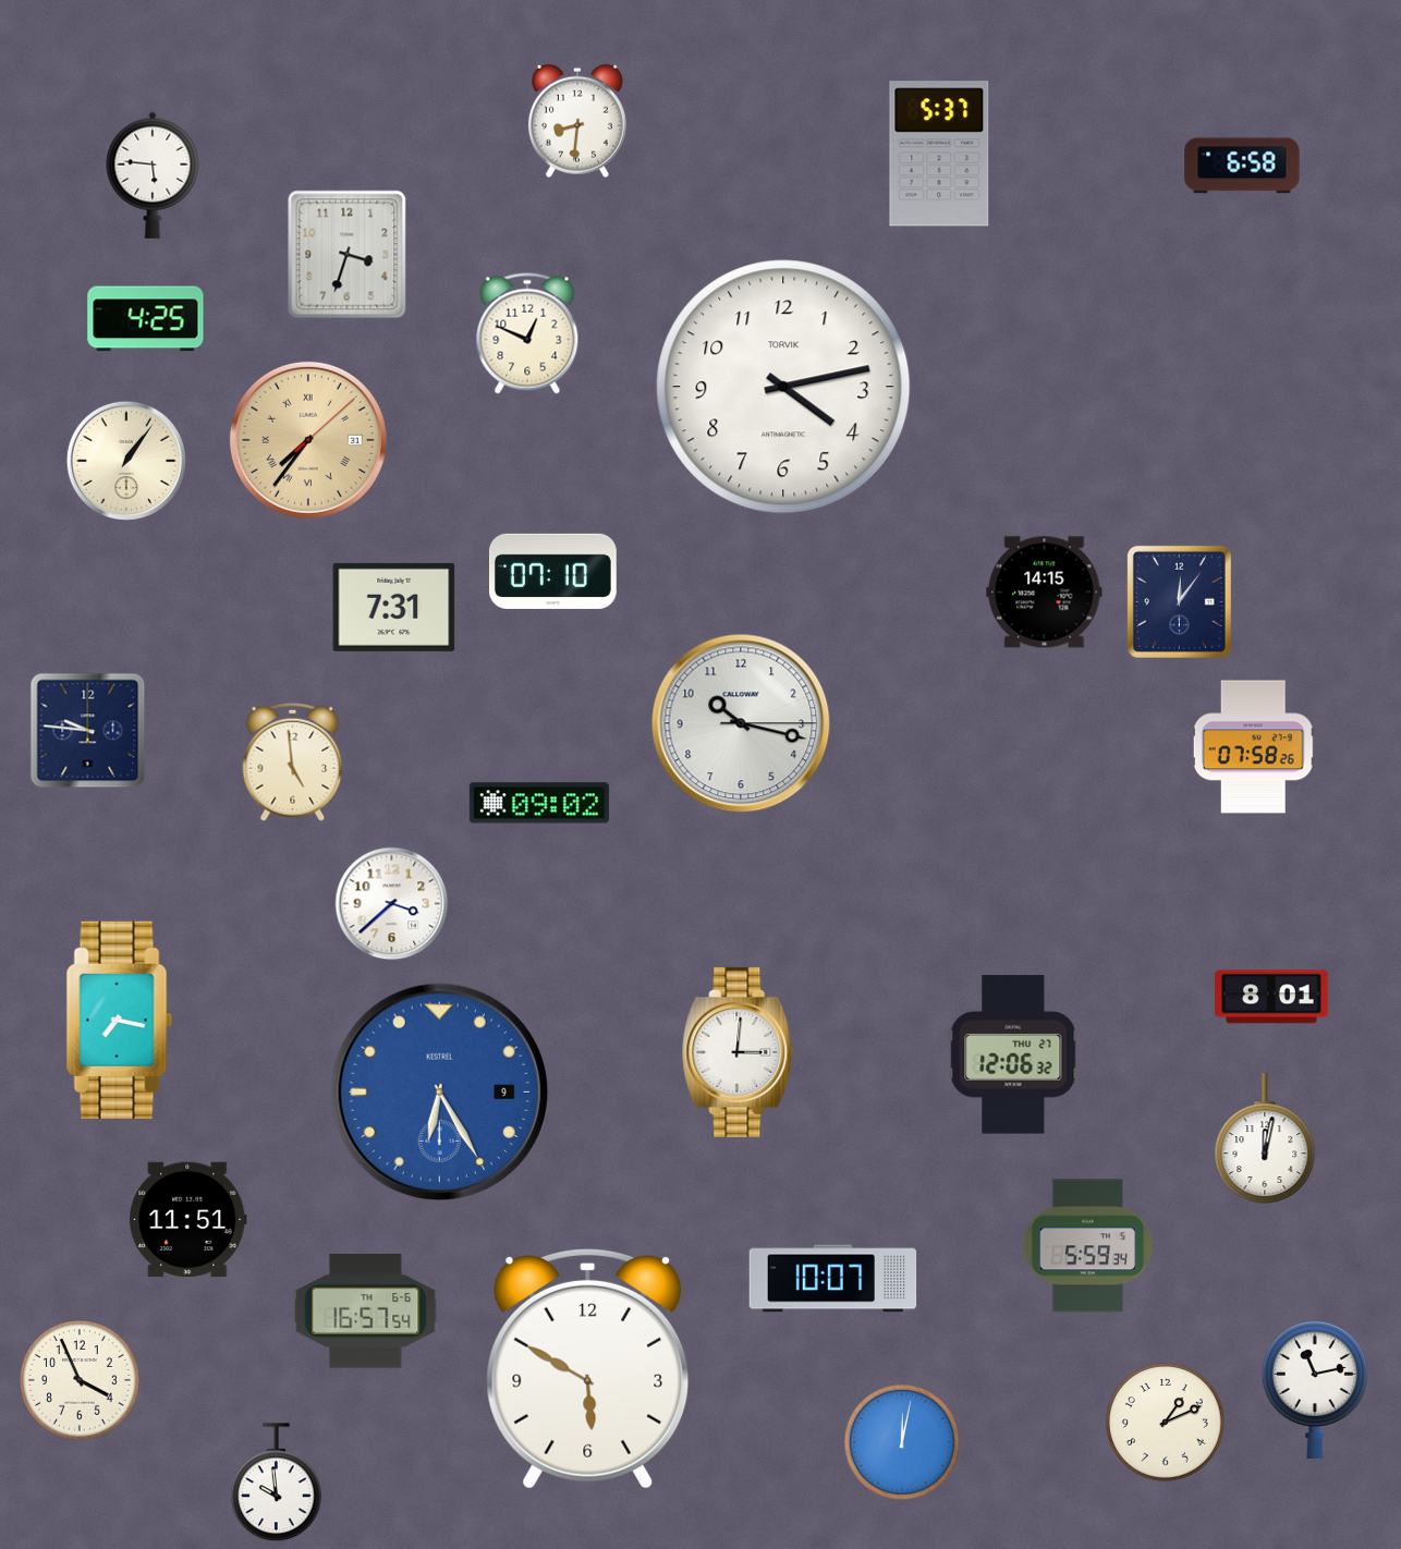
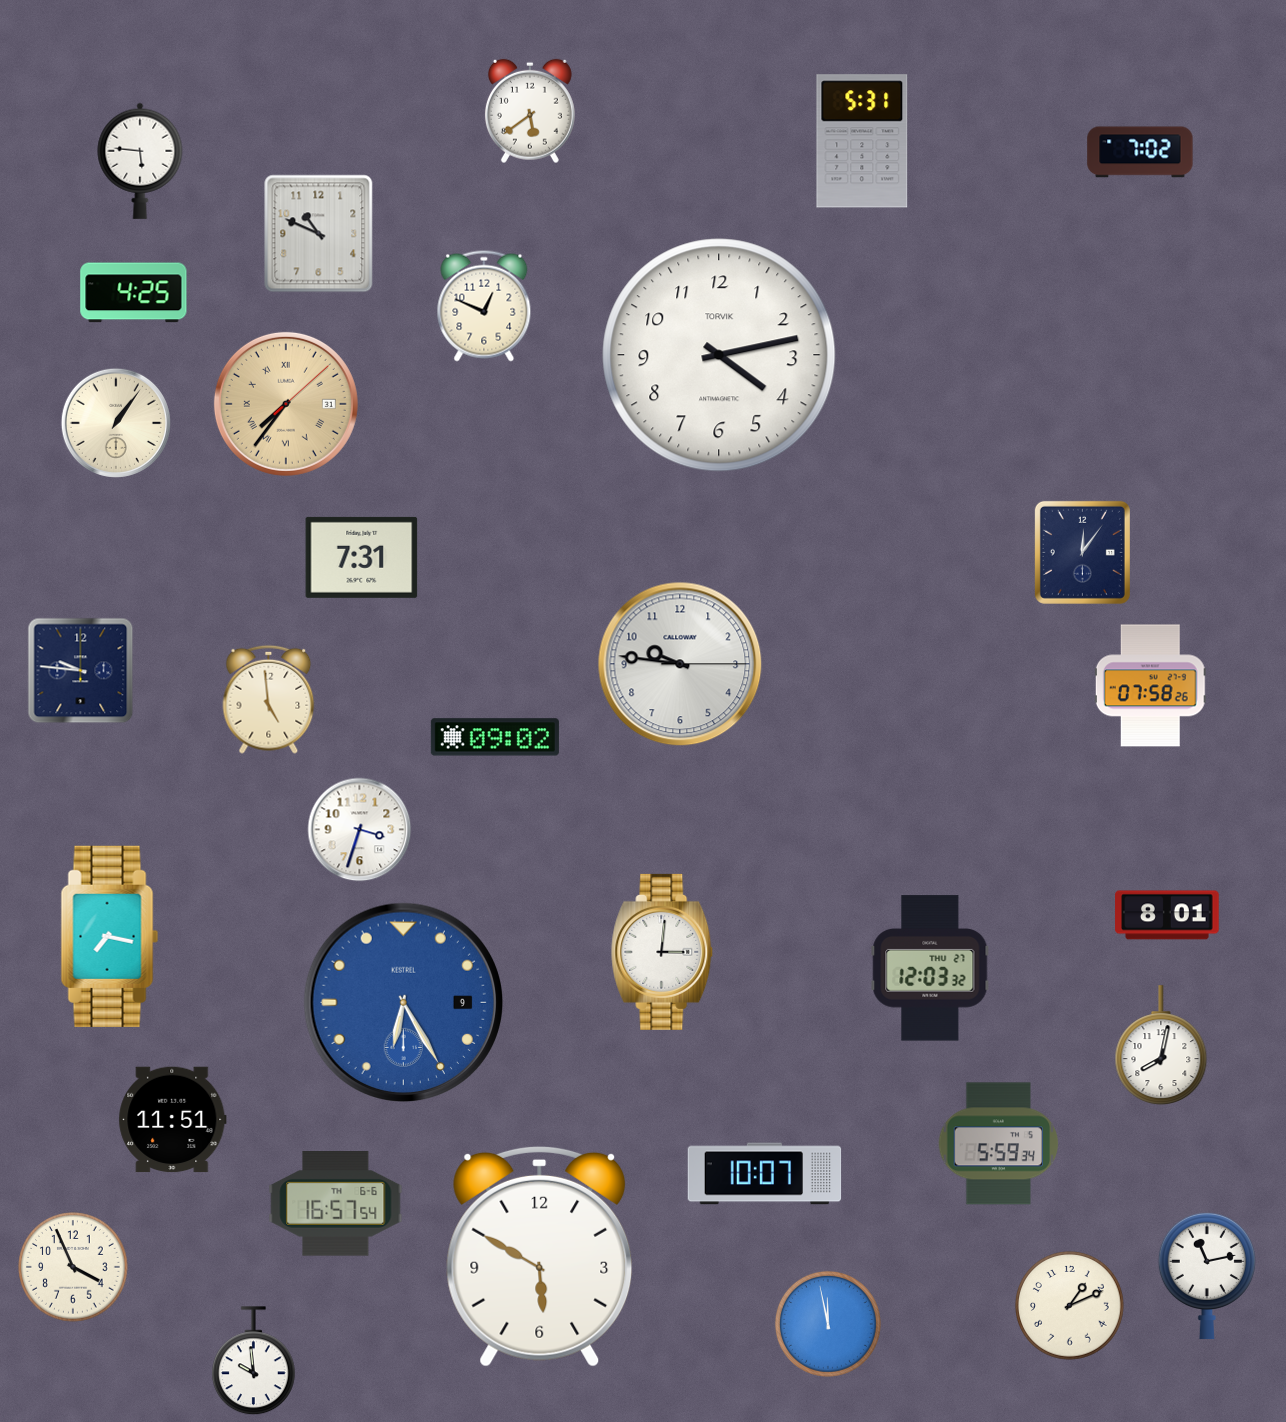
clock at (577, 121): 8:31 -> 5:39
clock at (939, 154): 5:37 -> 5:31
clock at (1242, 166): 6:58 -> 7:02
clock at (348, 255): 3:33 -> 10:49
clock at (308, 440) position: (308, 440) -> (286, 404)
clock at (553, 571): 07:10 -> none
clock at (1045, 593): 14:15 -> none
clock at (741, 723): 10:17 -> 9:46
clock at (392, 904): 3:38 -> 3:33
clock at (739, 1052) position: (739, 1052) -> (663, 952)
clock at (1013, 1054): 12:06 -> 12:03
clock at (1265, 1138): 12:02 -> 8:02
clock at (902, 1442): 12:02 -> 11:58
